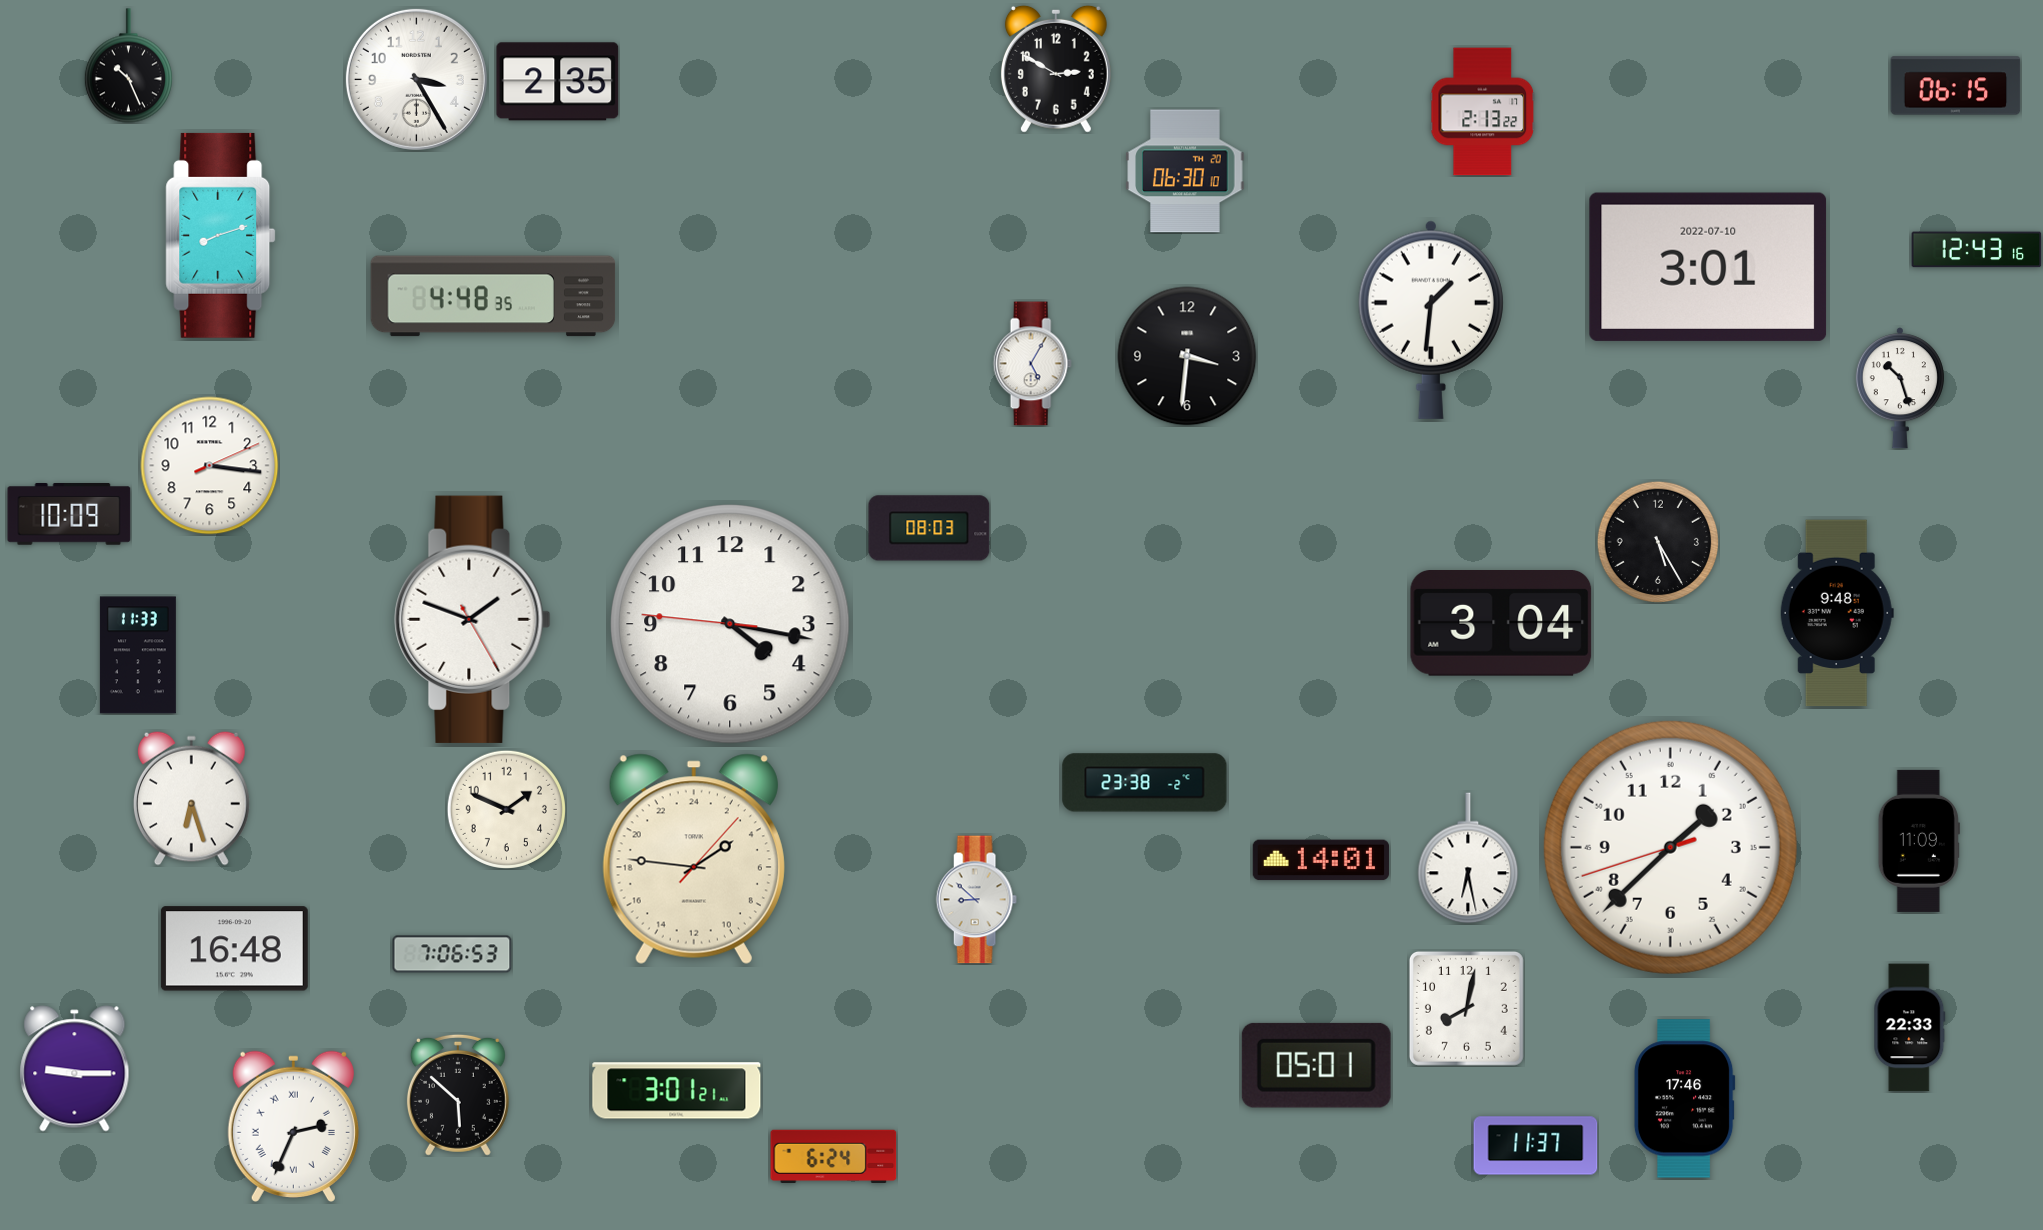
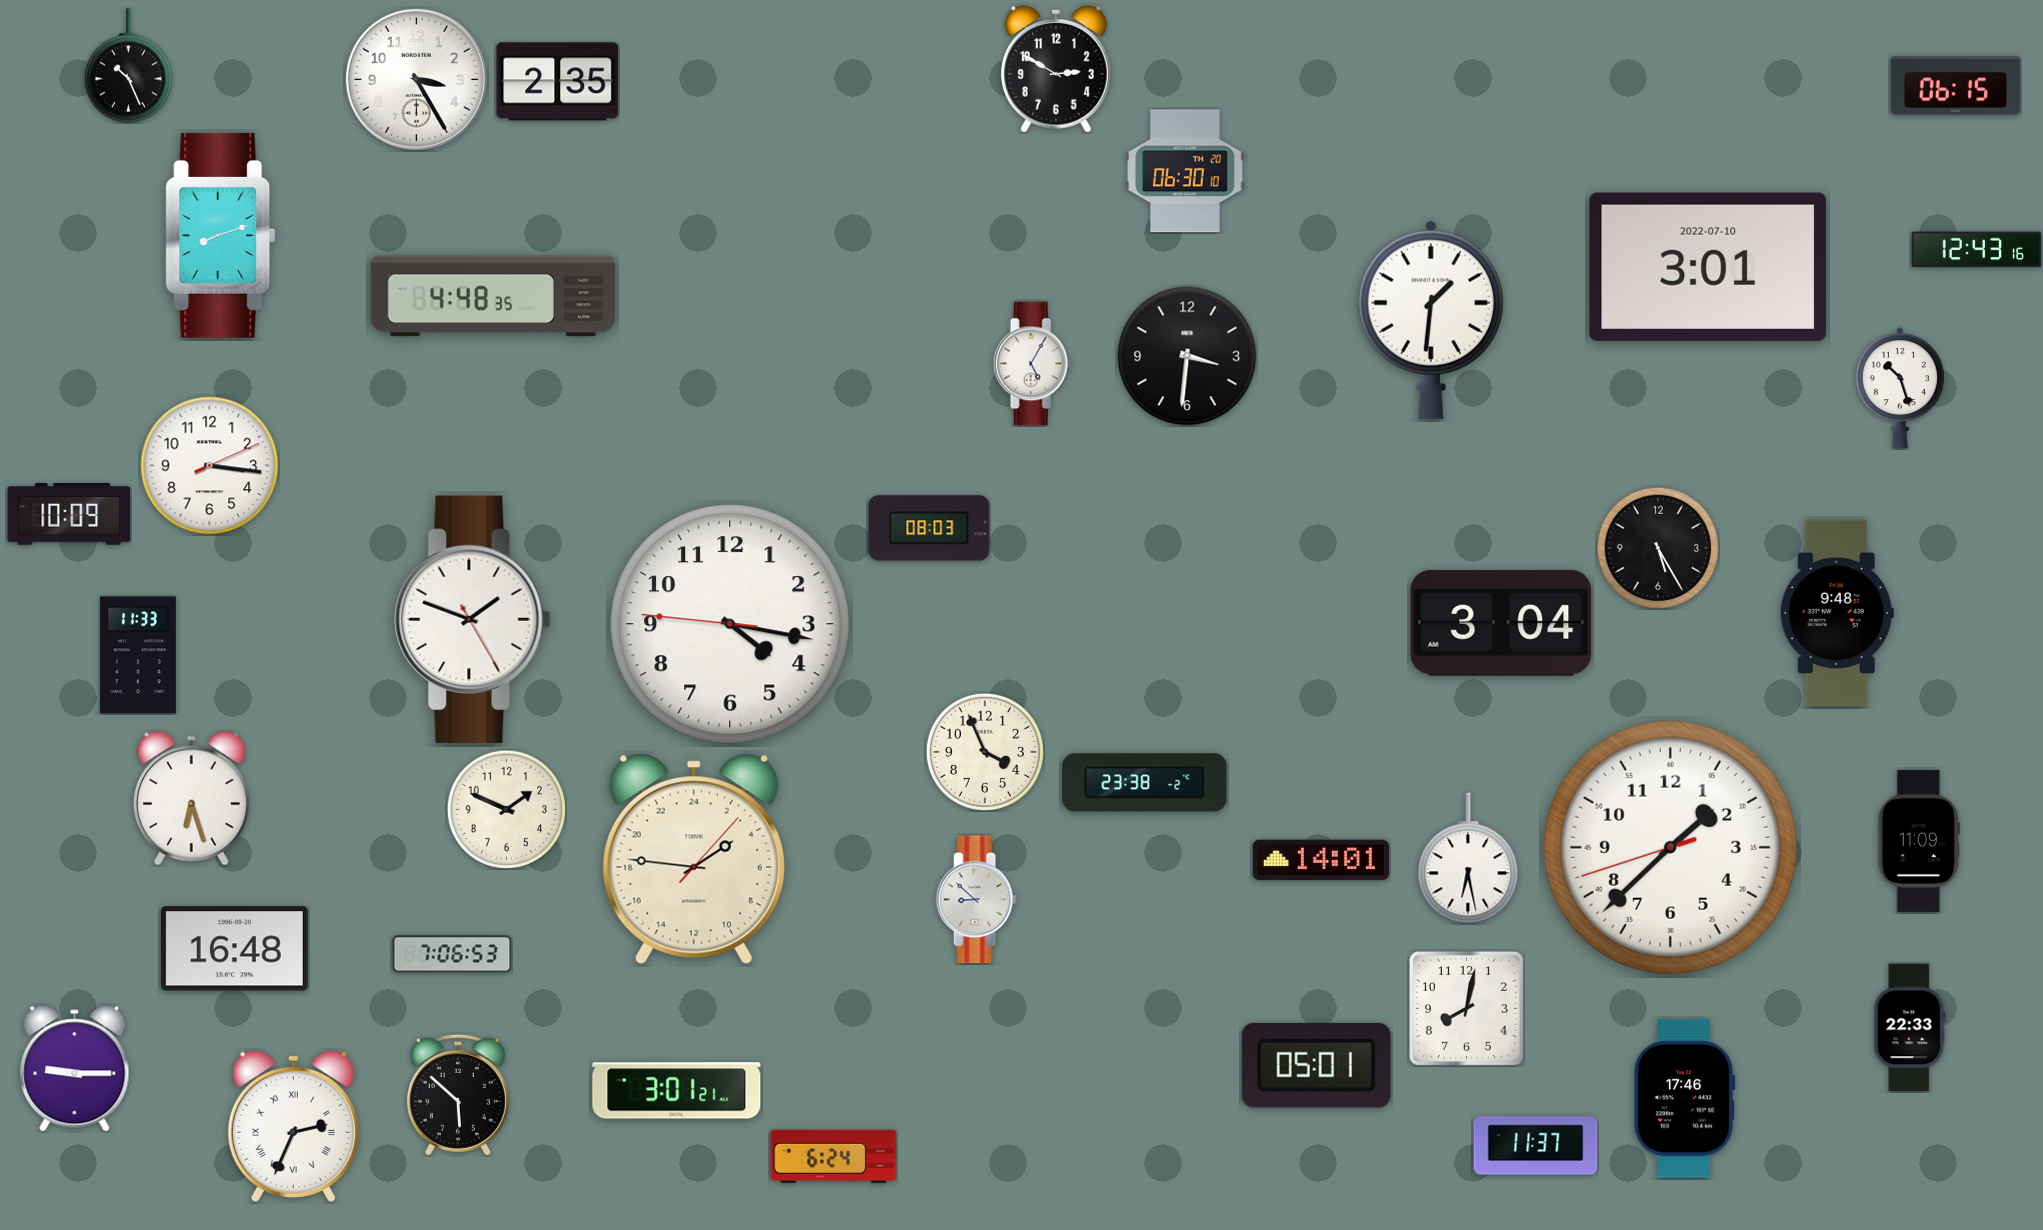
clock at (1483, 112): 2:13 -> none
clock at (1657, 541) position: (1657, 541) -> (1657, 547)
clock at (985, 752): none -> 3:56
